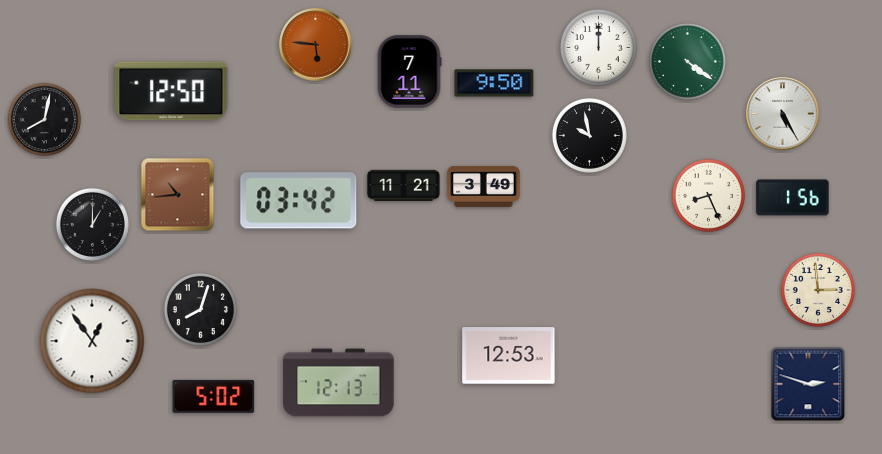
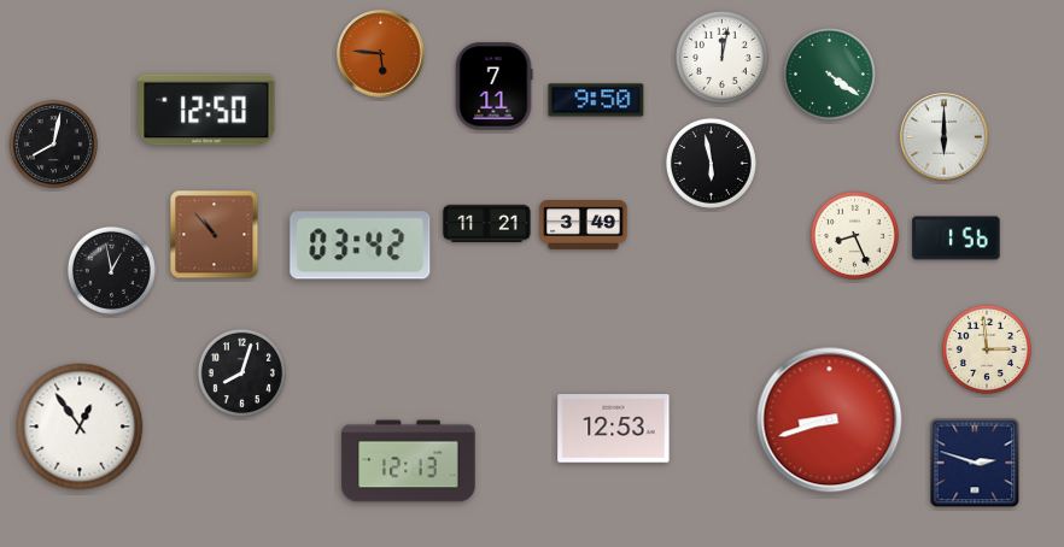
clock at (598, 47): 12:00 -> 12:02
clock at (783, 114): 5:25 -> 6:00
clock at (589, 135): 9:58 -> 5:58
clock at (178, 195): 10:44 -> 10:53
clock at (299, 201) position: (299, 201) -> (361, 246)
clock at (92, 224): 1:00 -> 12:58
clock at (92, 341) position: (92, 341) -> (80, 427)
clock at (830, 420): none -> 8:42
clock at (214, 396): 5:02 -> none
